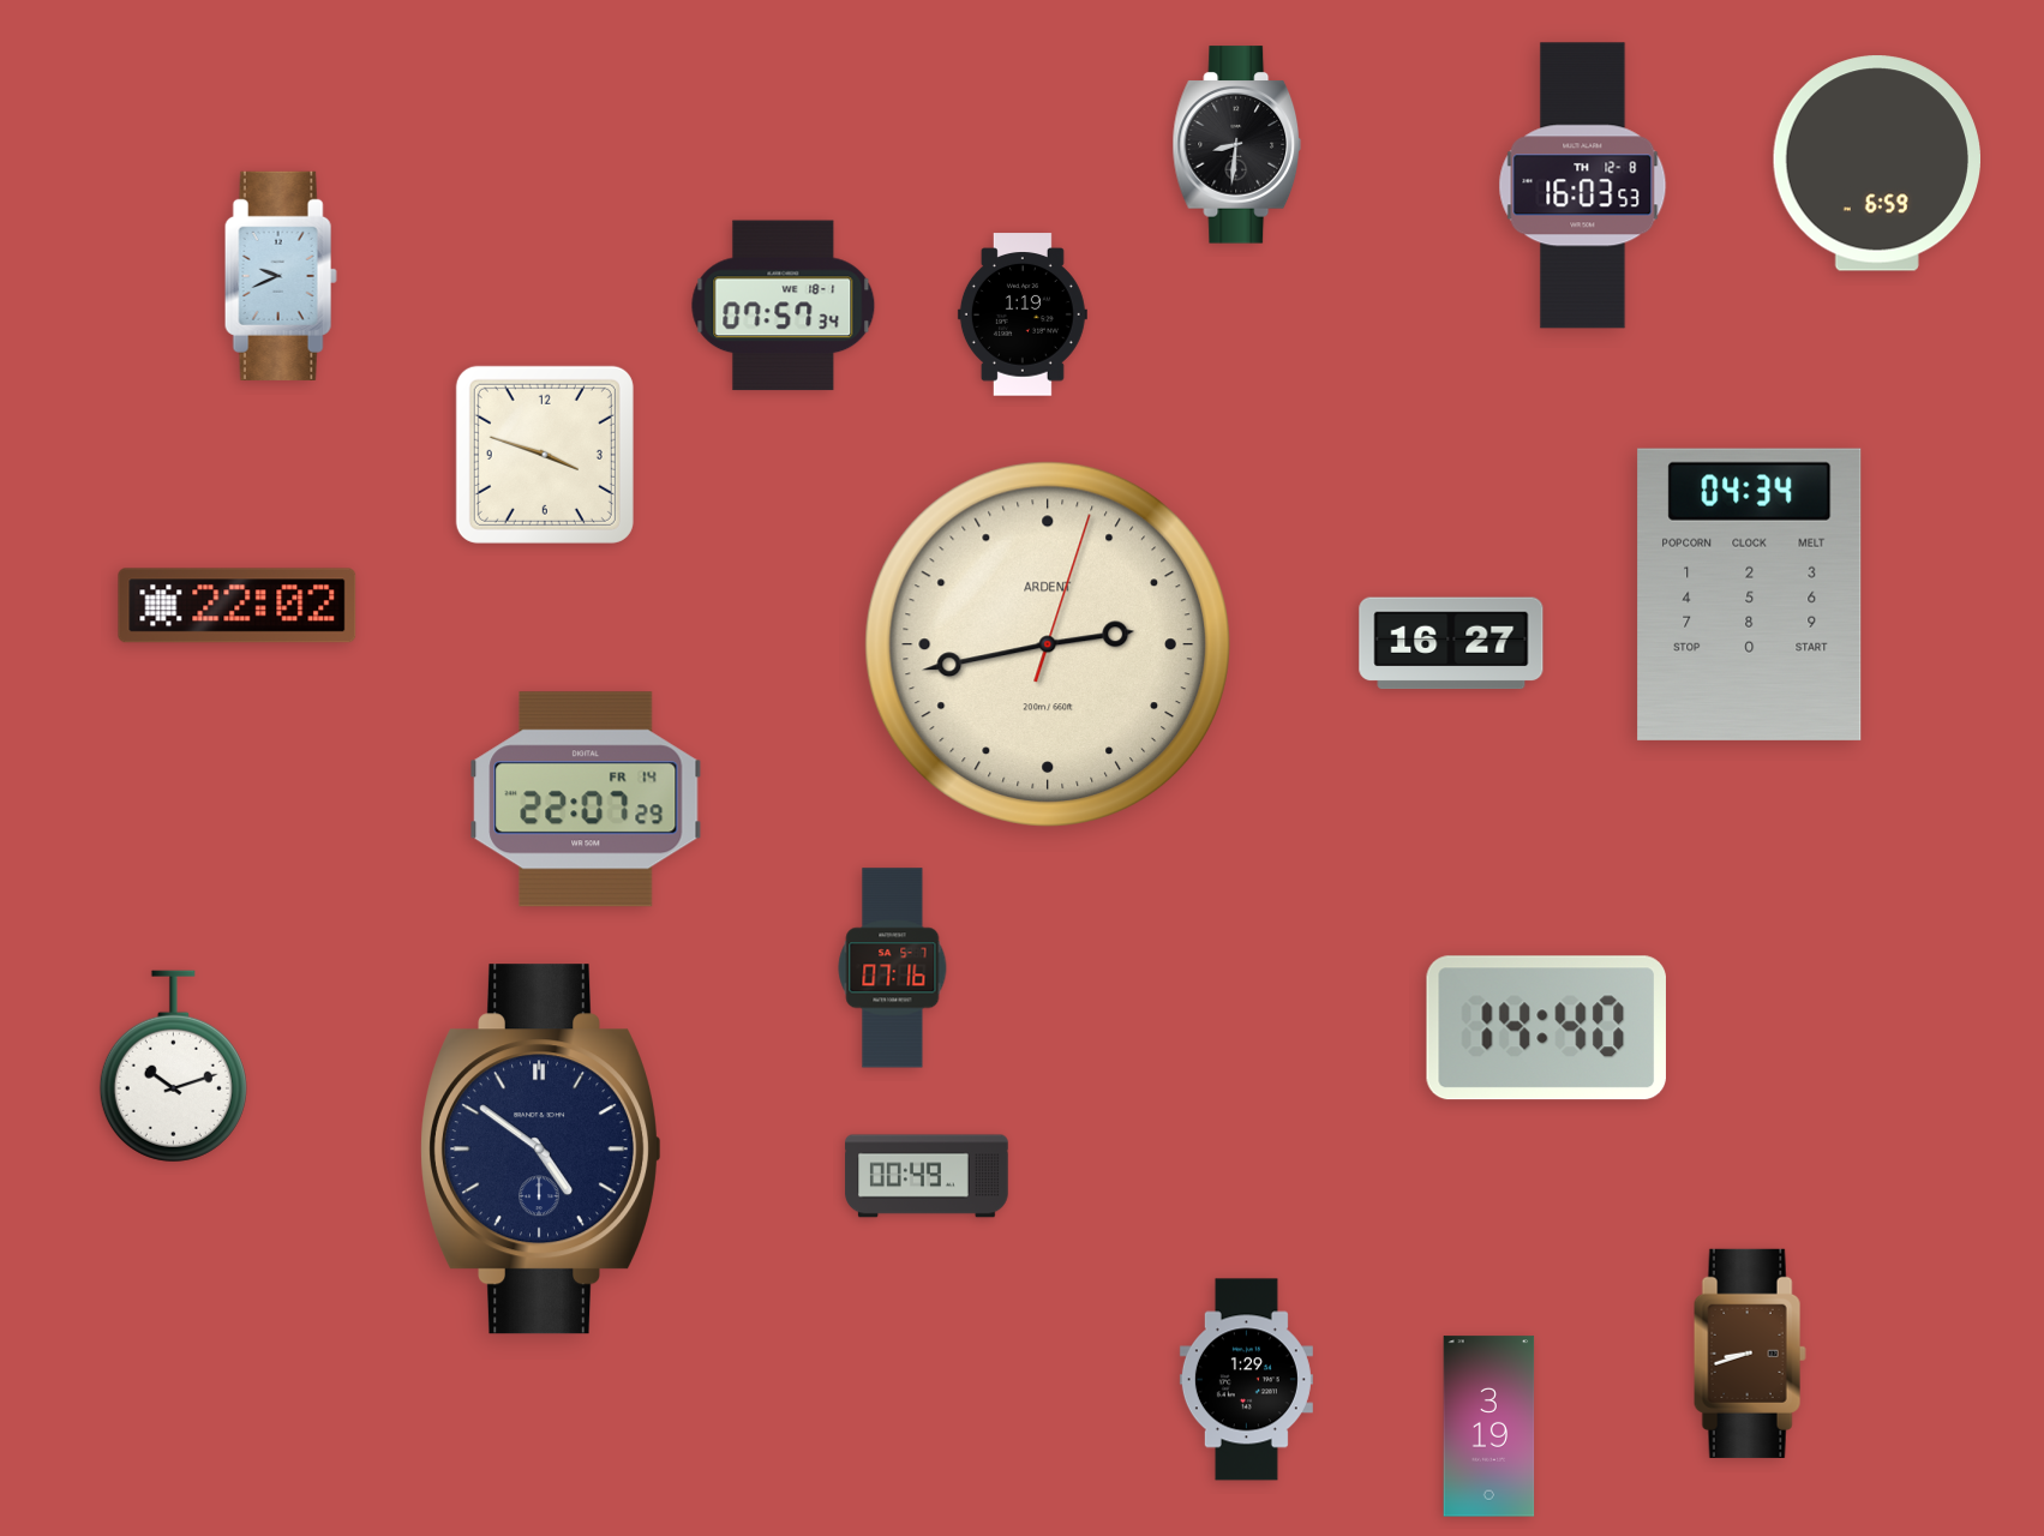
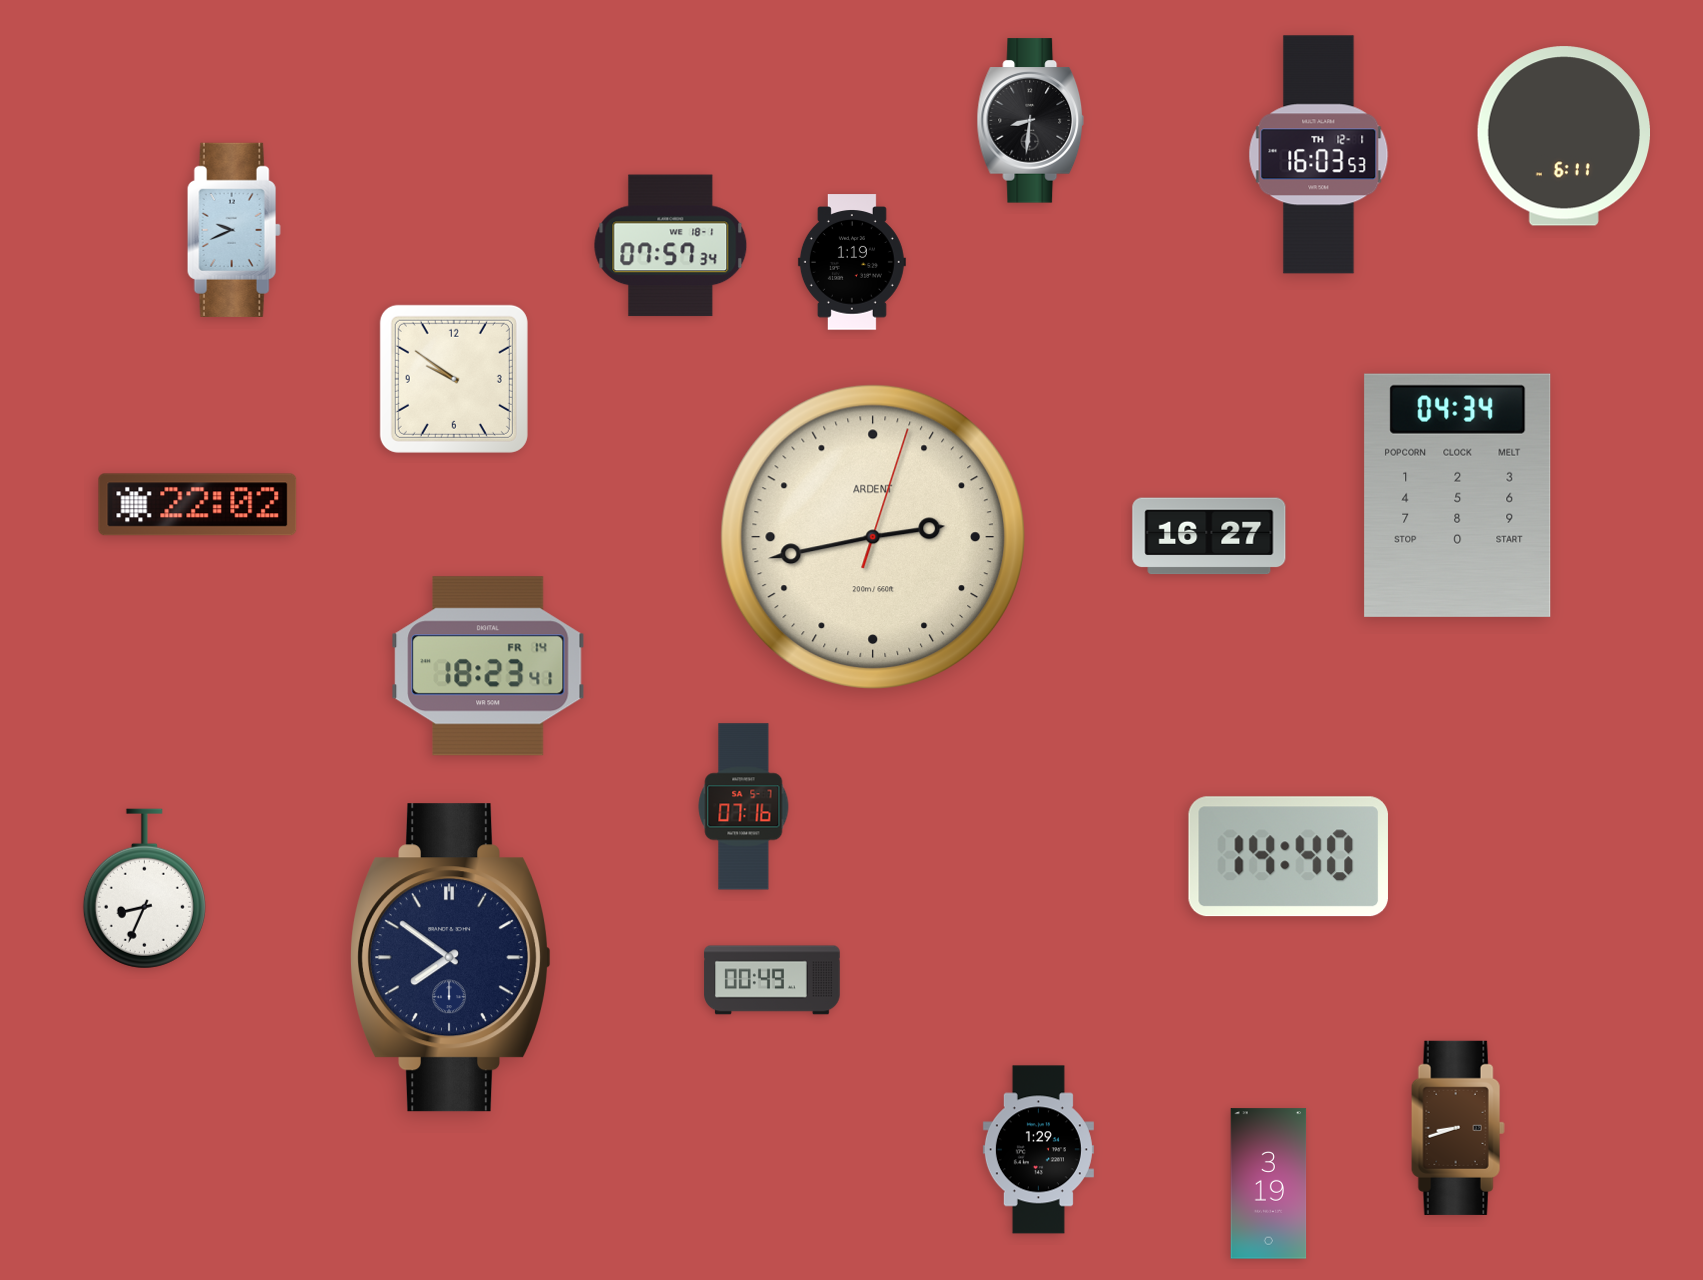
clock at (1876, 163): 6:59 -> 6:11
clock at (1583, 186) date: TH 12-8 -> TH 12-1
clock at (784, 306) position: (784, 306) -> (671, 246)
clock at (545, 455): 3:48 -> 9:51
clock at (586, 799): 22:07 -> 18:23
clock at (173, 1067): 10:12 -> 8:34
clock at (541, 1150): 4:51 -> 7:51
clock at (1489, 1427) position: (1489, 1427) -> (1269, 1184)
